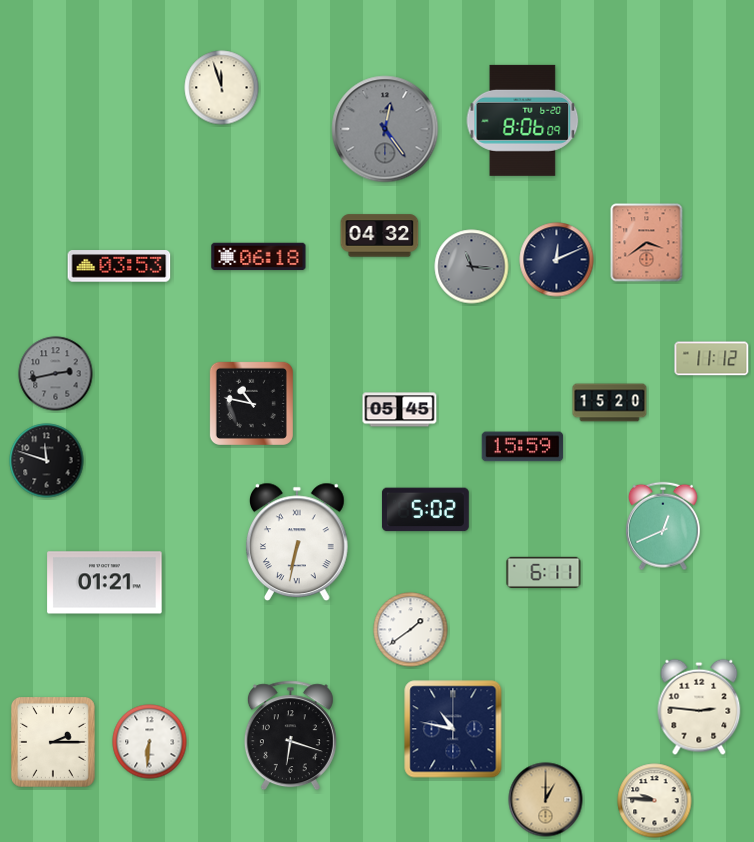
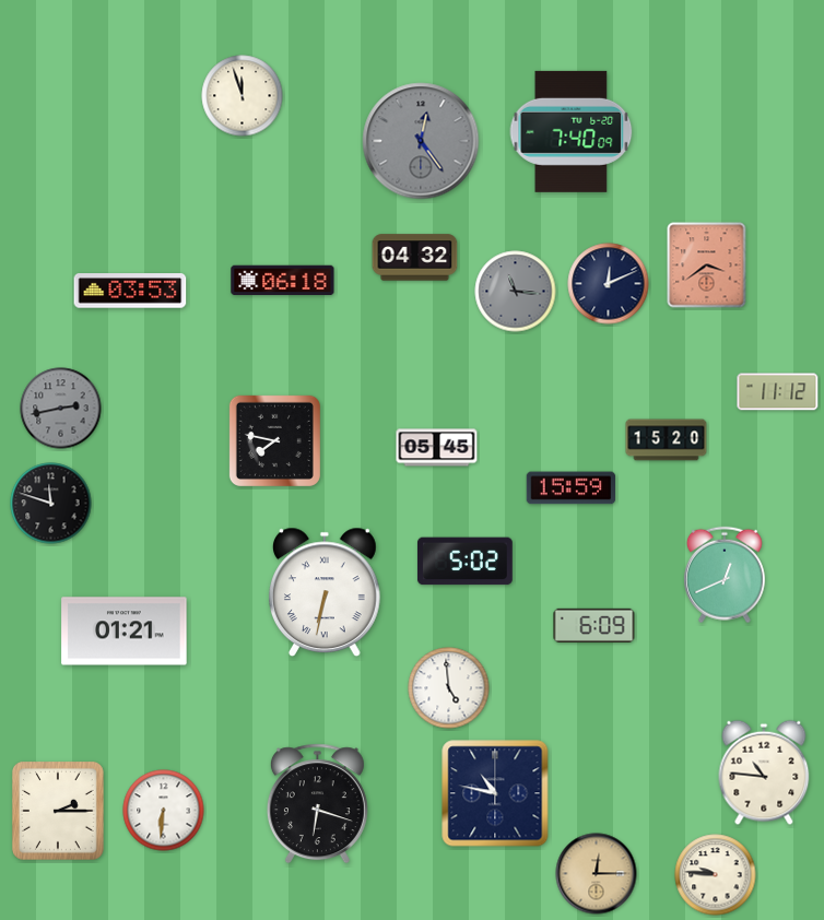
clock at (523, 120): 8:06 -> 7:40
clock at (251, 403): 10:47 -> 7:47
clock at (425, 510) position: (425, 510) -> (464, 562)
clock at (544, 572): 6:11 -> 6:09
clock at (105, 583) position: (105, 583) -> (125, 632)
clock at (411, 630): 1:39 -> 4:59
clock at (699, 707): 2:46 -> 10:46
clock at (453, 729) position: (453, 729) -> (495, 793)
clock at (546, 800): 1:00 -> 12:15
